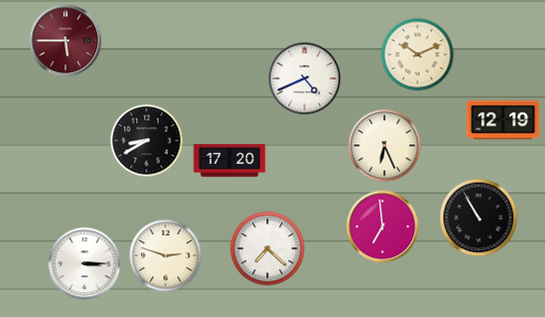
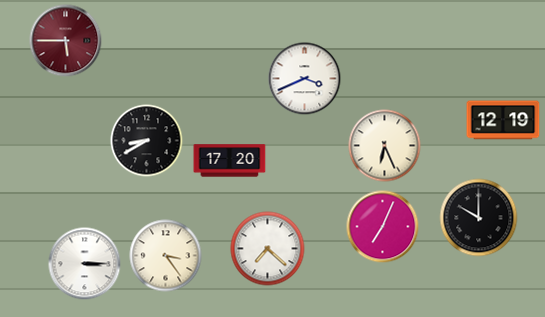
clock at (418, 55): 10:11 -> none
clock at (305, 79): 4:41 -> 3:41
clock at (479, 218): 10:55 -> 10:00
clock at (383, 227): 6:59 -> 7:04
clock at (166, 256): 2:48 -> 3:24
